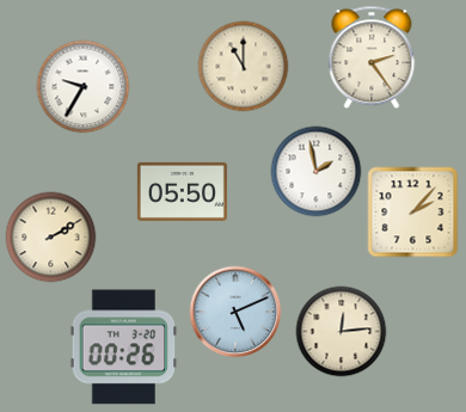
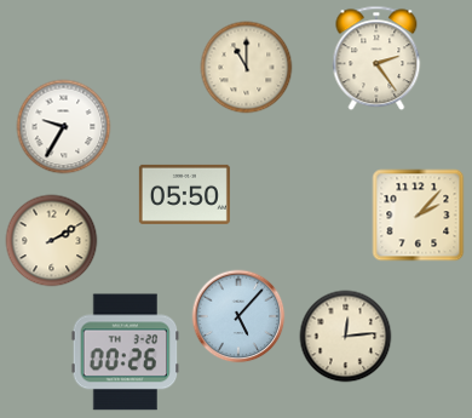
clock at (84, 87) position: (84, 87) -> (64, 127)
clock at (317, 172): 1:58 -> none
clock at (235, 312): 5:11 -> 5:07
